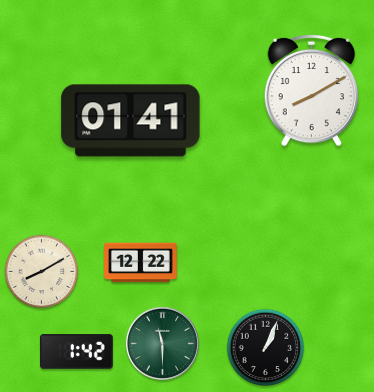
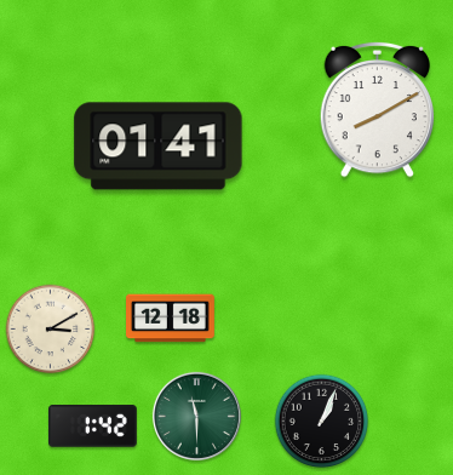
clock at (141, 263): 12:22 -> 12:18
clock at (42, 272): 8:10 -> 3:10
